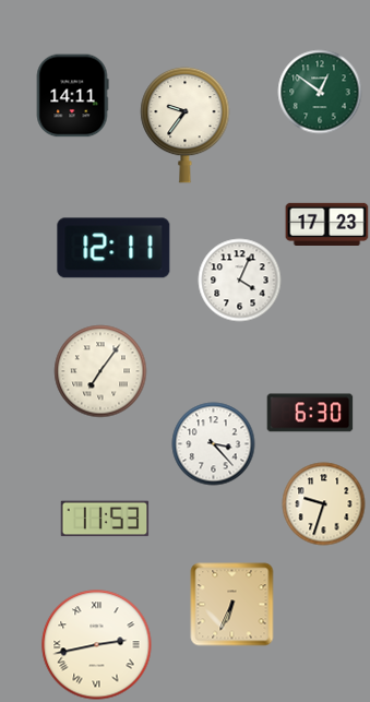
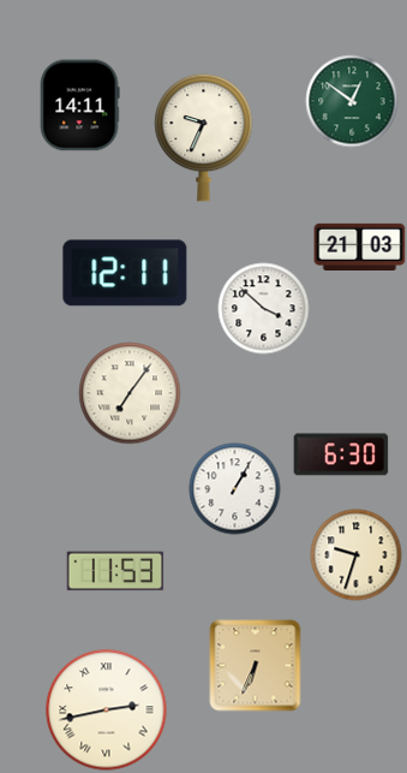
clock at (186, 124): 9:36 -> 9:34
clock at (327, 224): 17:23 -> 21:03
clock at (240, 281): 4:04 -> 3:52
clock at (100, 371) position: (100, 371) -> (130, 393)
clock at (214, 444): 3:23 -> 1:05
